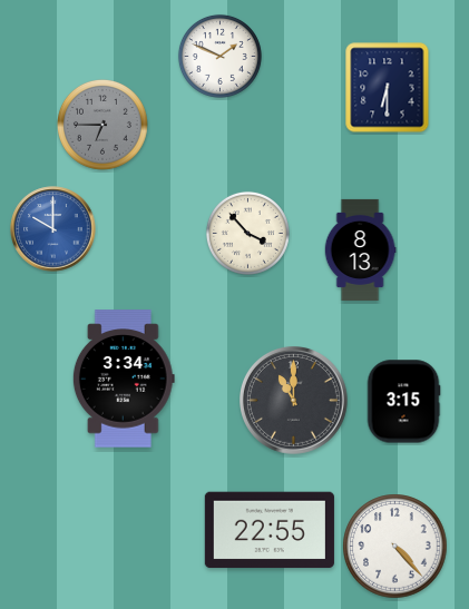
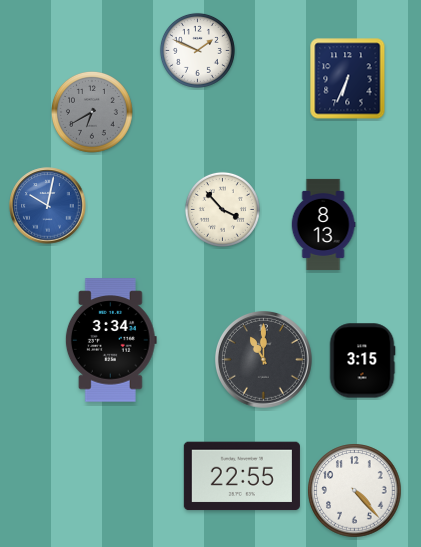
clock at (388, 88): 6:30 -> 6:34
clock at (102, 125): 6:45 -> 6:40
clock at (53, 229): 10:00 -> 10:02
